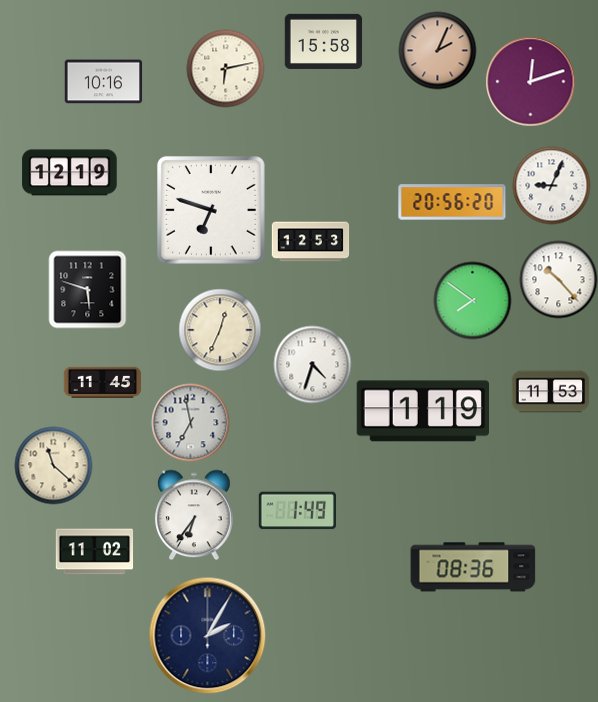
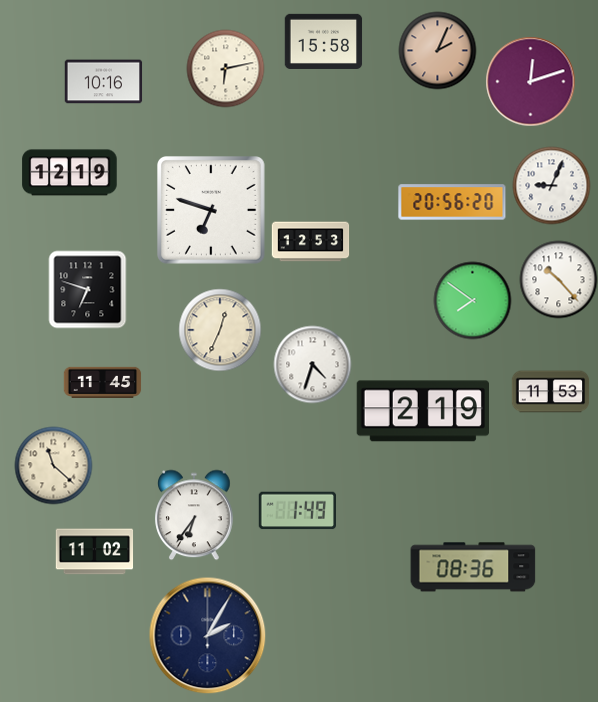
clock at (87, 289): 5:48 -> 6:48
clock at (422, 411): 1:19 -> 2:19
clock at (190, 422): 6:58 -> none
